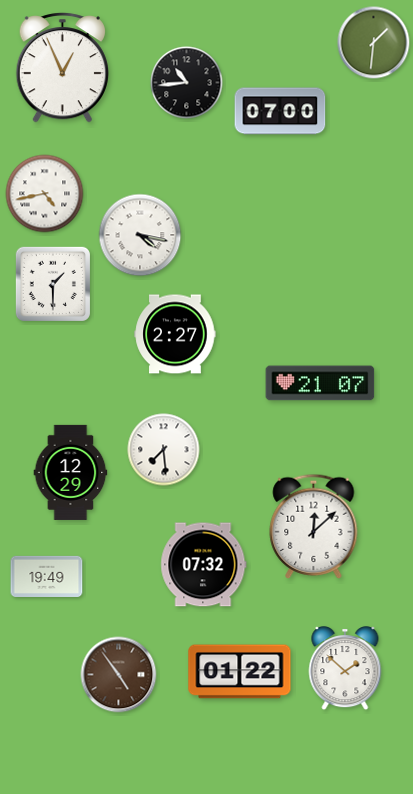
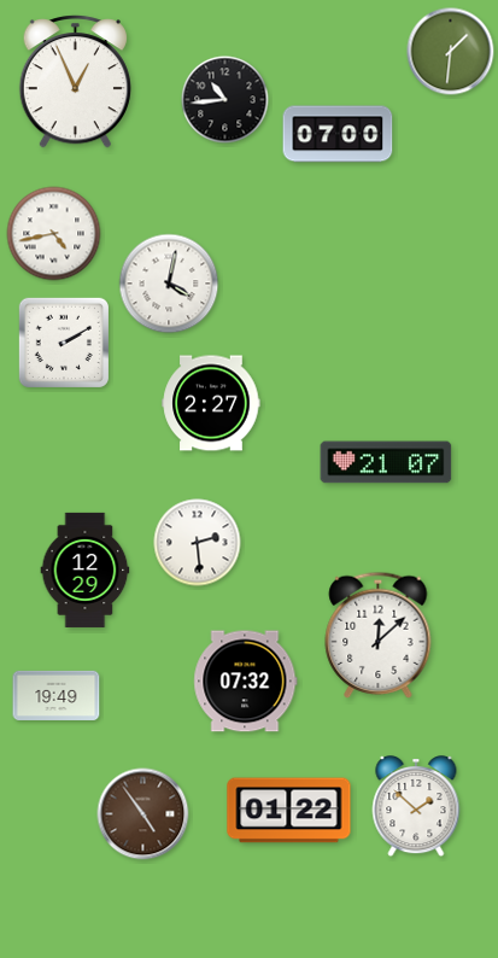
clock at (140, 235): 4:17 -> 4:02
clock at (52, 283): 1:30 -> 2:10
clock at (164, 450): 7:29 -> 2:29
